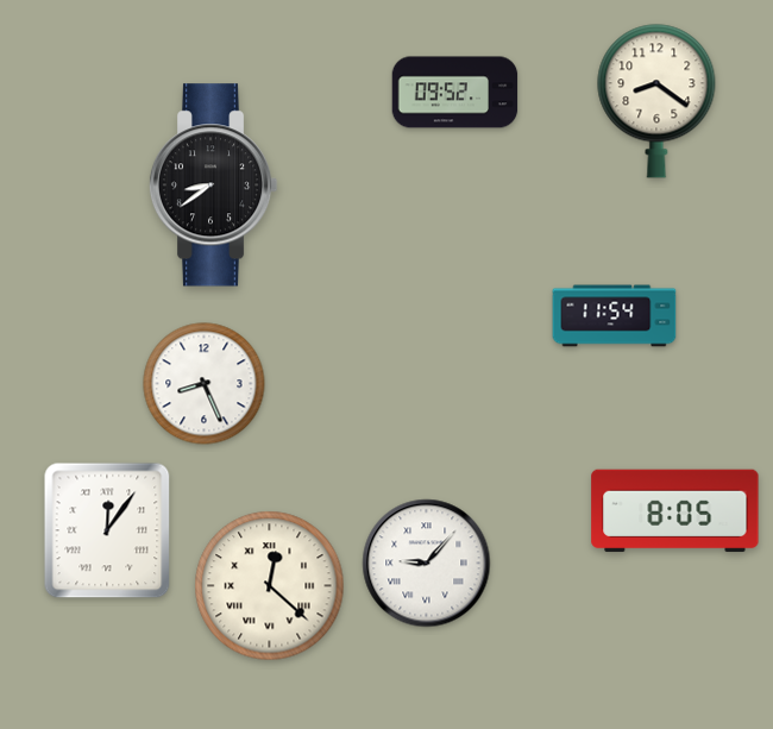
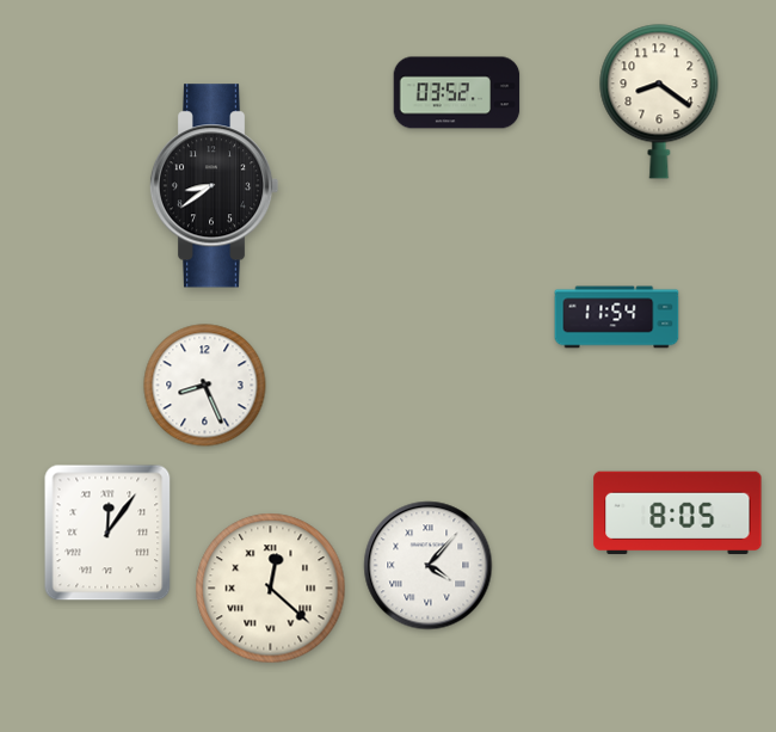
clock at (455, 93): 09:52 -> 03:52
clock at (427, 564): 9:07 -> 4:07
